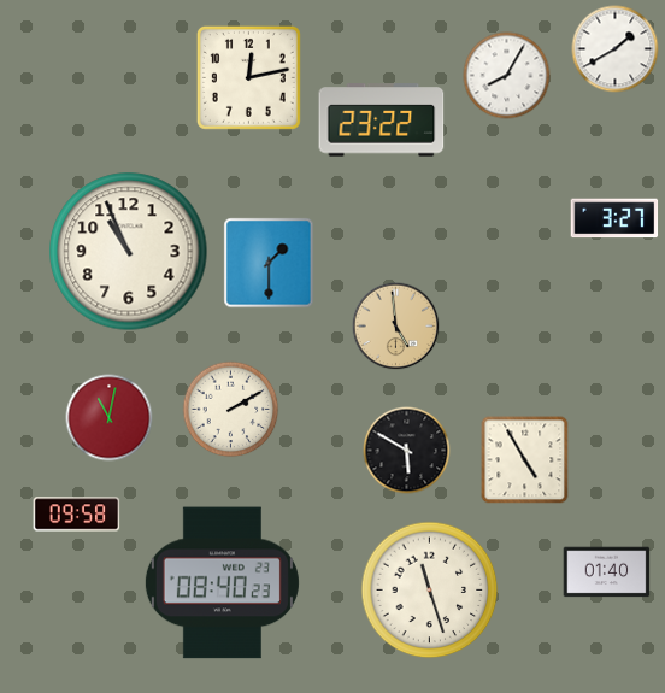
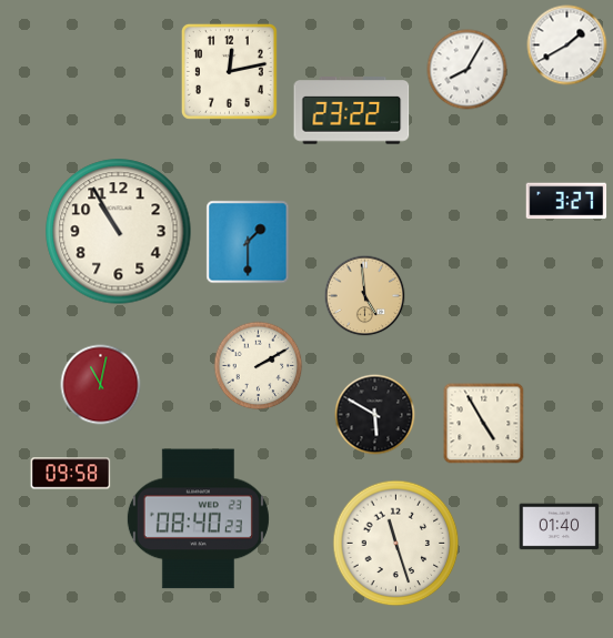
clock at (129, 252): 10:56 -> 10:55
clock at (396, 327) position: (396, 327) -> (365, 296)
clock at (231, 410) position: (231, 410) -> (259, 366)
clock at (222, 583) position: (222, 583) -> (198, 519)
